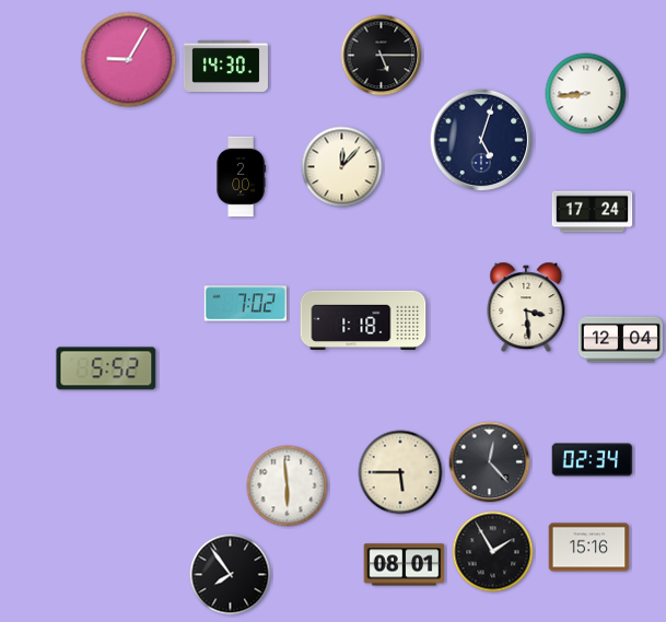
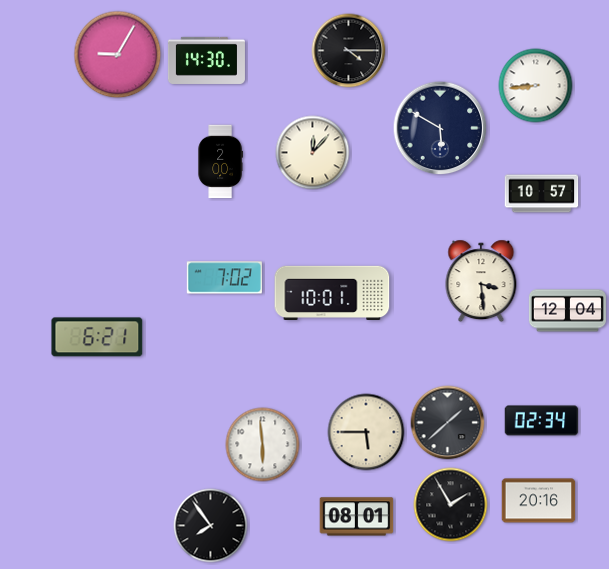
clock at (382, 56): 5:15 -> 4:15
clock at (481, 140): 5:03 -> 5:50
clock at (593, 212): 17:24 -> 10:57
clock at (363, 319): 1:18 -> 10:01
clock at (106, 368): 5:52 -> 6:21
clock at (490, 462): 12:23 -> 1:38
clock at (589, 548): 15:16 -> 20:16
clock at (405, 565) position: (405, 565) -> (357, 517)
